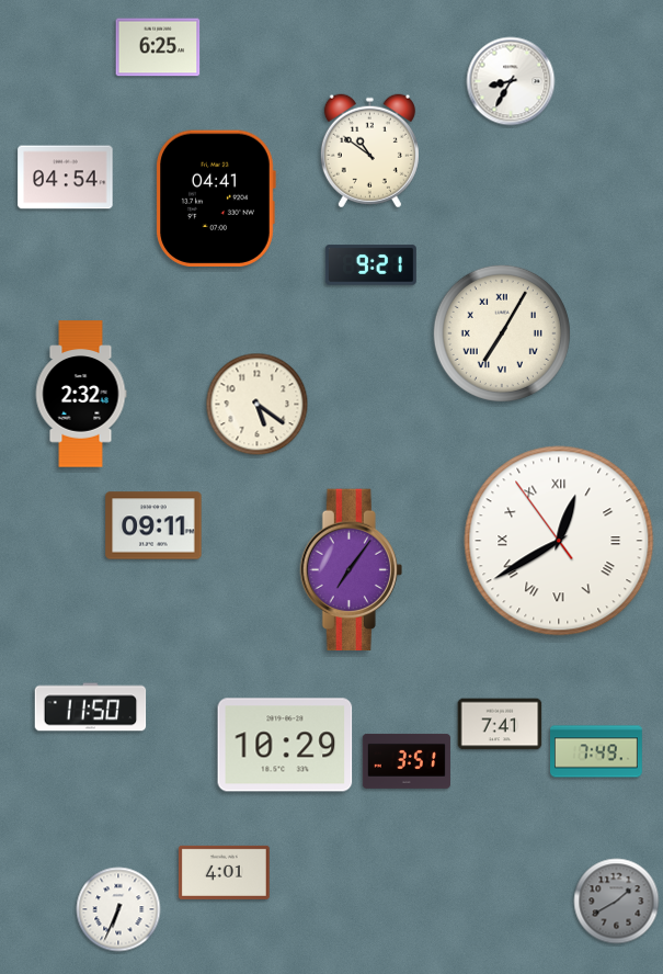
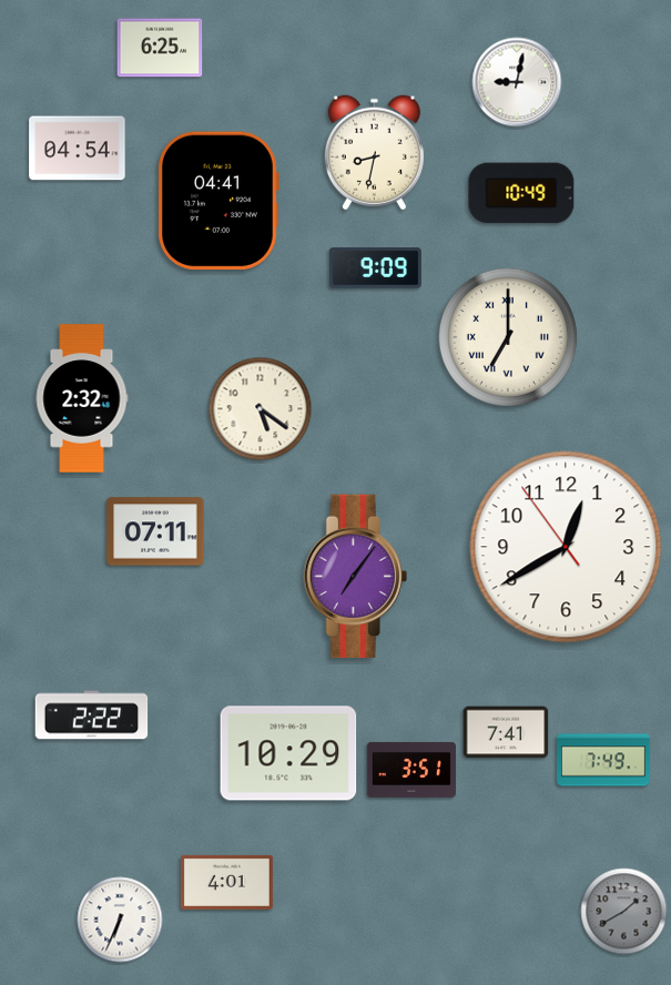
clock at (511, 81): 8:35 -> 9:02
clock at (369, 151): 10:51 -> 8:32
clock at (66, 178) position: (66, 178) -> (78, 149)
clock at (521, 193): none -> 10:49
clock at (370, 265): 9:21 -> 9:09
clock at (502, 333): 7:05 -> 7:00
clock at (153, 525): 09:11 -> 07:11
clock at (559, 541) numerals: Roman -> Arabic
clock at (91, 707): 11:50 -> 2:22
